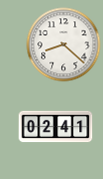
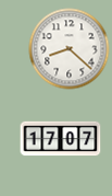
clock at (56, 127): 02:41 -> 17:07
